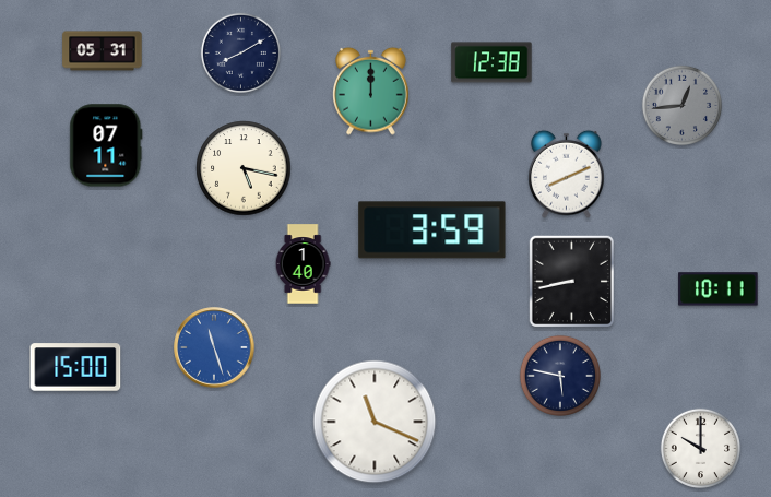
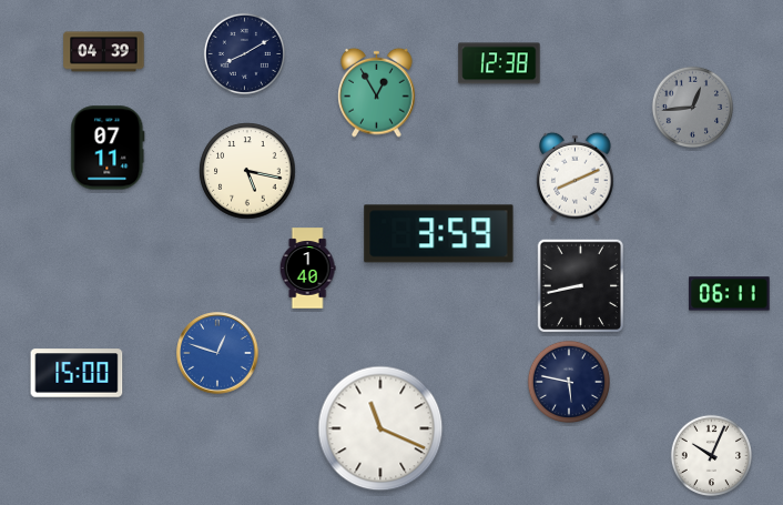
clock at (103, 51): 05:31 -> 04:39
clock at (371, 91): 12:00 -> 12:55
clock at (719, 289): 10:11 -> 06:11
clock at (214, 347): 11:27 -> 12:48
clock at (700, 448): 10:00 -> 10:04
